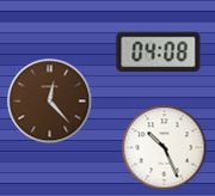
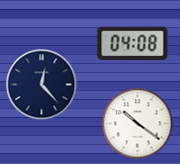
clock at (50, 102) dial: brown -> navy
clock at (165, 148): 10:26 -> 10:21
